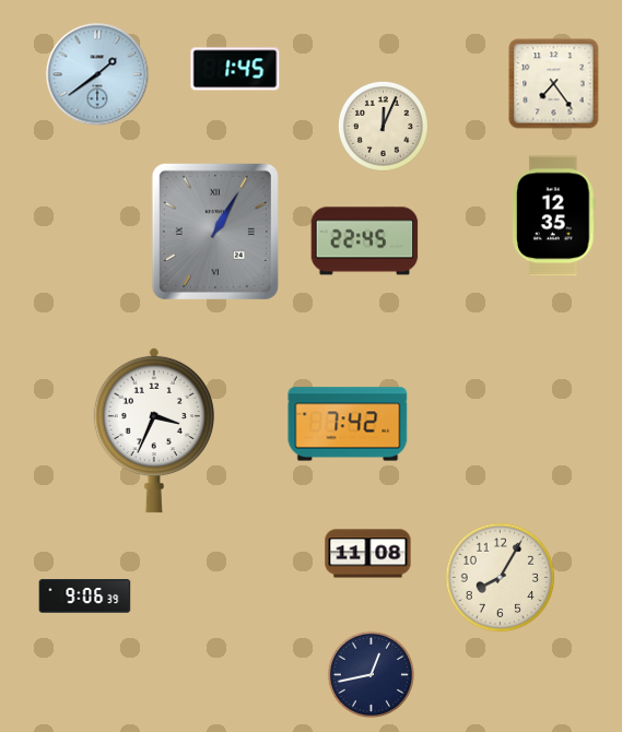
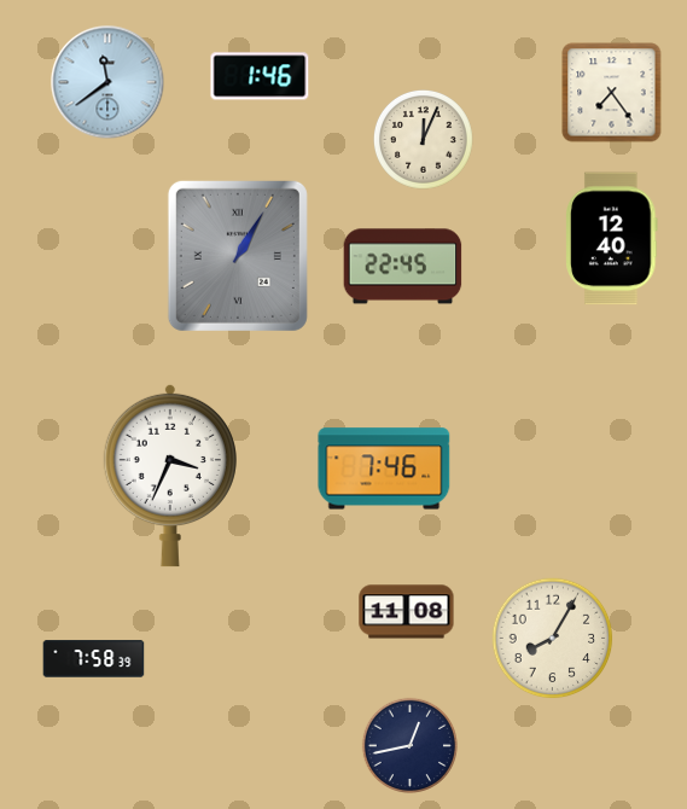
clock at (235, 69): 1:45 -> 1:46
clock at (97, 74): 1:39 -> 11:39
clock at (554, 216): 12:35 -> 12:40
clock at (348, 424): 7:42 -> 7:46
clock at (85, 597): 9:06 -> 7:58
